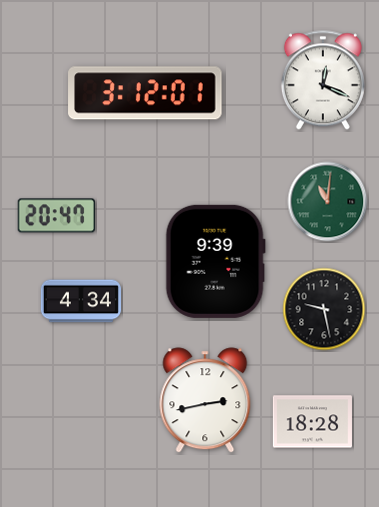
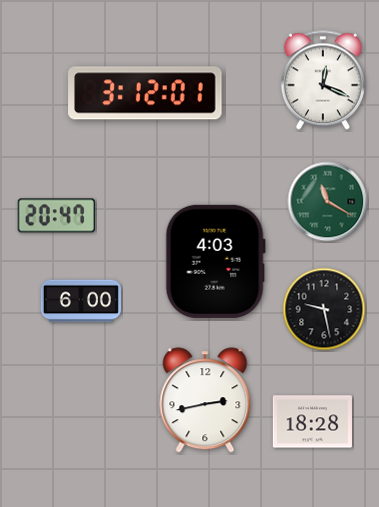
clock at (328, 202): 11:01 -> 11:20
clock at (215, 261): 9:39 -> 4:03
clock at (81, 301): 4:34 -> 6:00
